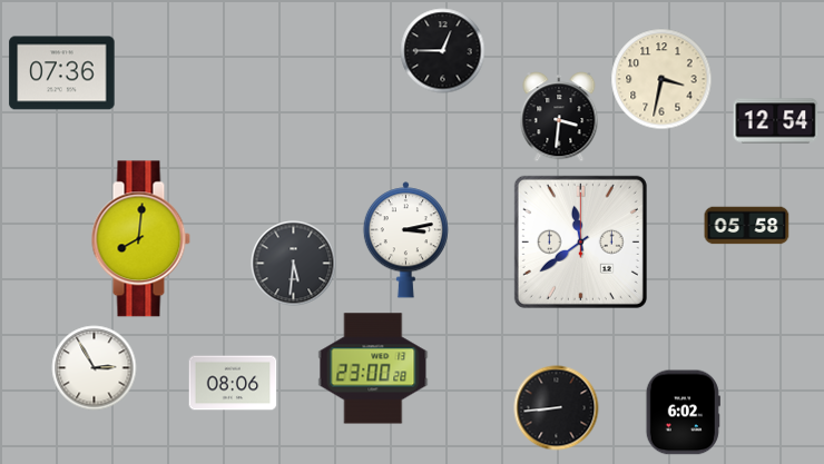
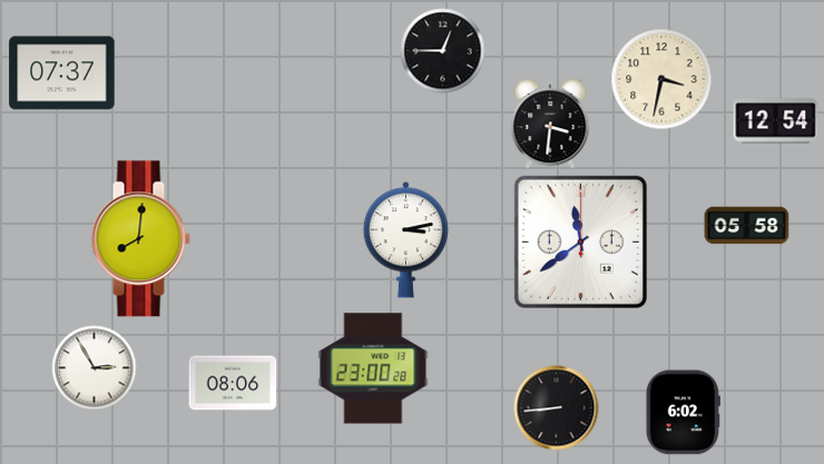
clock at (62, 73): 07:36 -> 07:37
clock at (559, 117) position: (559, 117) -> (550, 124)
clock at (294, 264): 5:31 -> none
